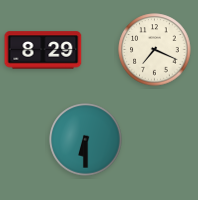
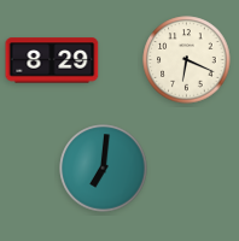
clock at (155, 50): 7:19 -> 6:19
clock at (86, 140): 6:30 -> 7:01
